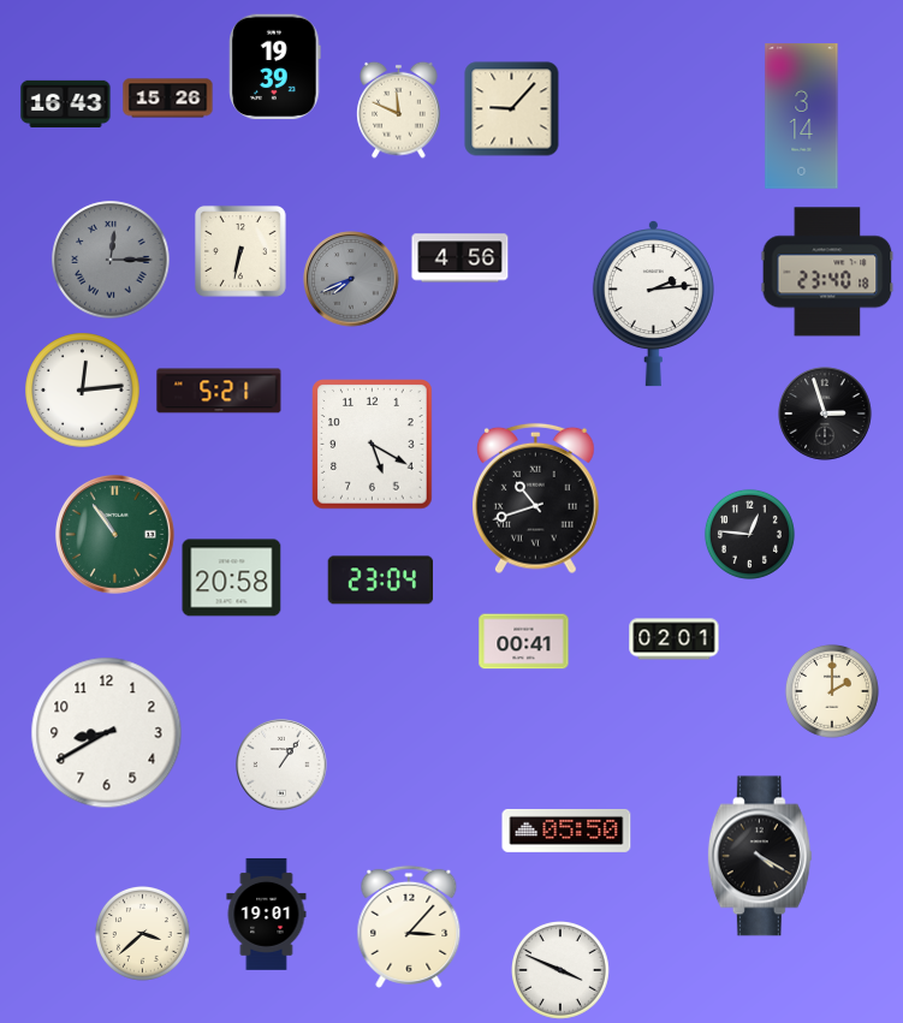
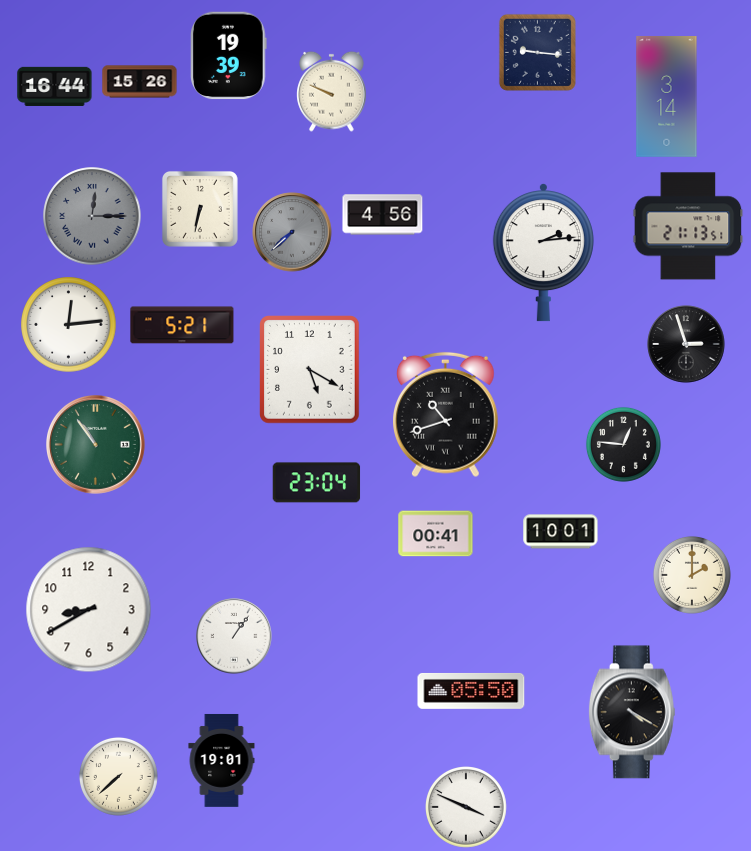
clock at (537, 52): none -> 9:16
clock at (66, 103): 16:43 -> 16:44
clock at (399, 109): 11:49 -> 9:49
clock at (512, 109): 9:07 -> none
clock at (827, 272): 23:40 -> 21:13
clock at (351, 279): 7:41 -> 7:38
clock at (232, 578): 20:58 -> none
clock at (675, 640): 02:01 -> 10:01
clock at (409, 927): 3:07 -> none
clock at (142, 933): 3:38 -> 7:38
